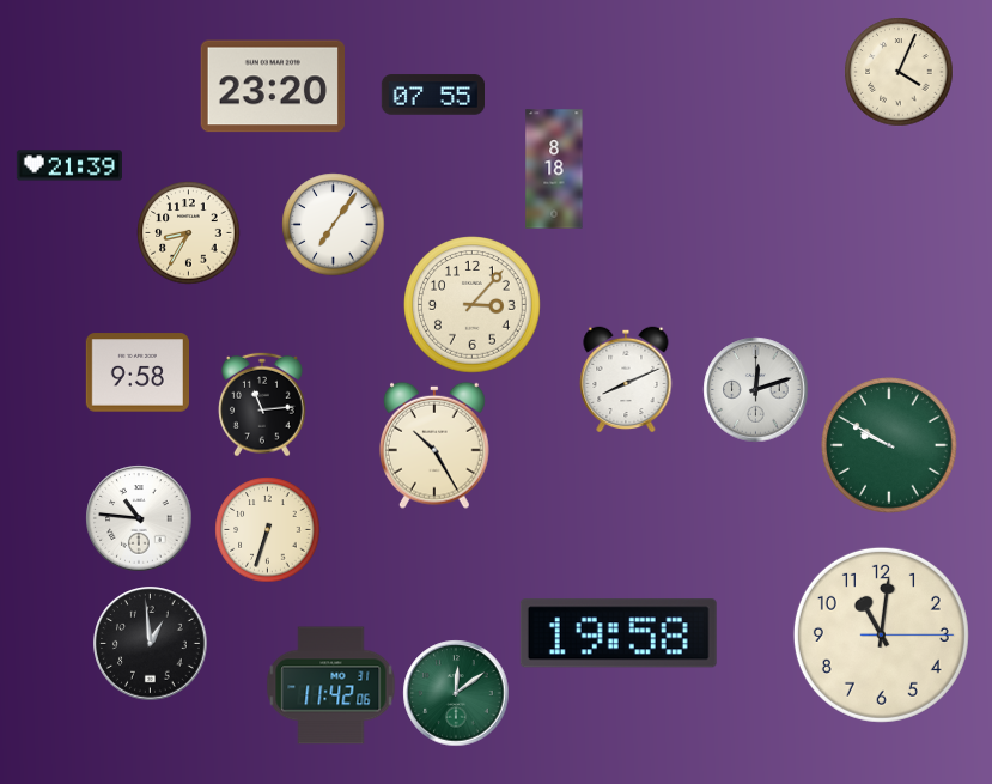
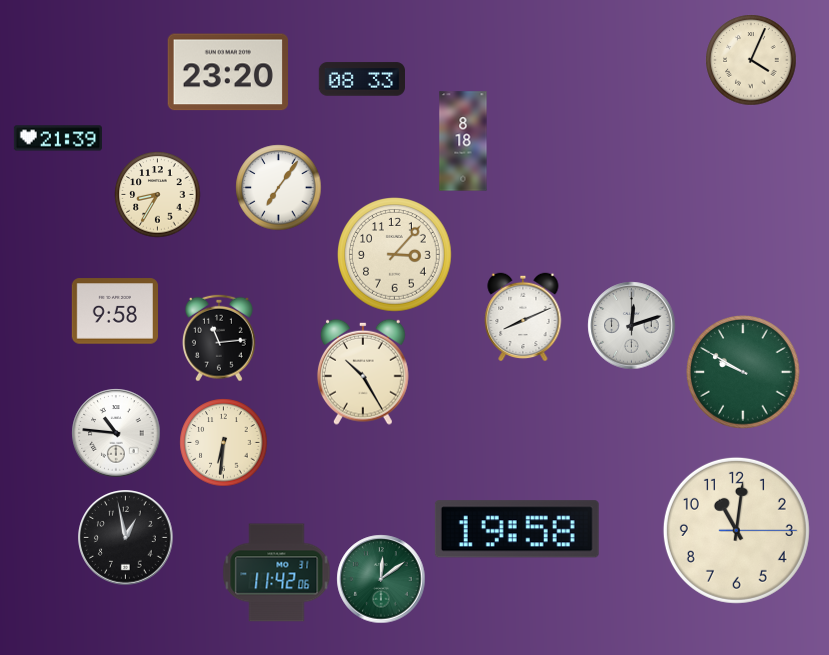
clock at (432, 95): 07:55 -> 08:33
clock at (268, 530): 6:33 -> 6:31
clock at (151, 644): 12:59 -> 12:58
